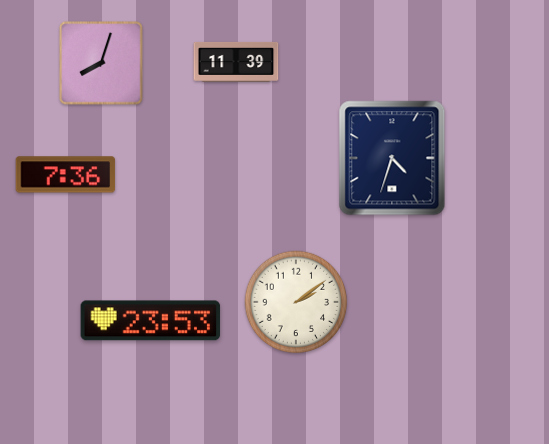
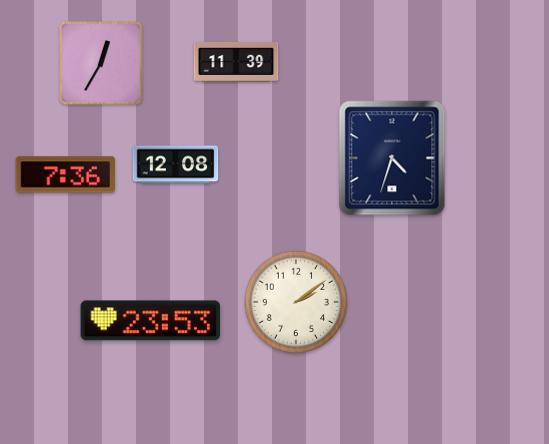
clock at (101, 63): 8:03 -> 12:35
clock at (176, 165): none -> 12:08
